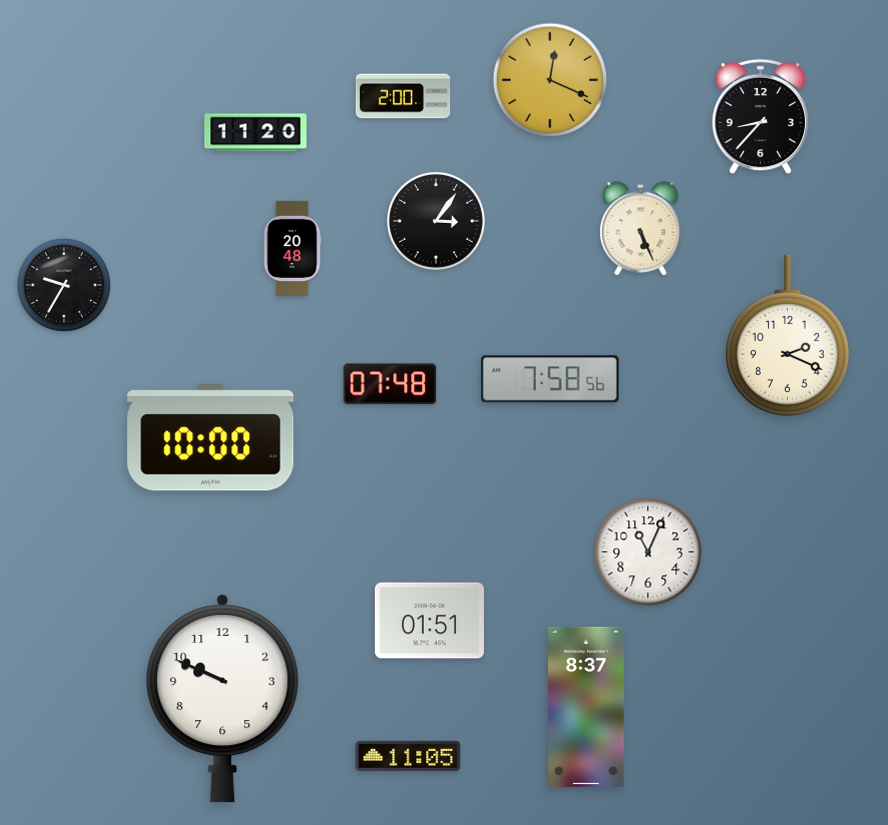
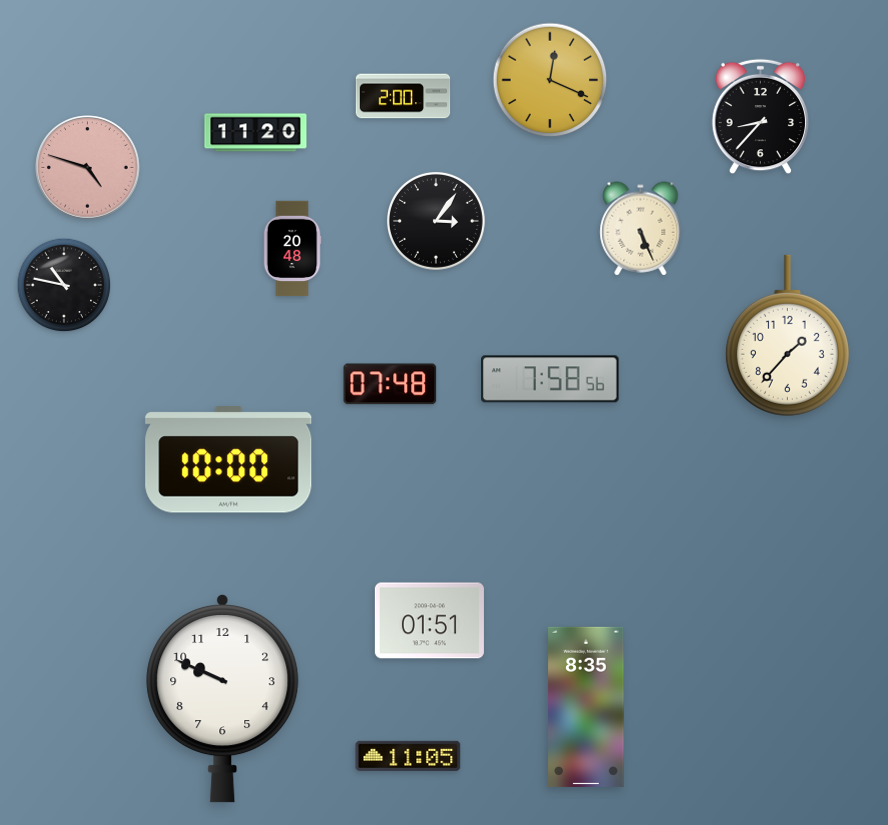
clock at (88, 168): none -> 4:48
clock at (64, 285): 9:35 -> 10:47
clock at (787, 335): 2:19 -> 1:37
clock at (211, 438) position: (211, 438) -> (229, 460)
clock at (648, 552): 11:04 -> none
clock at (586, 707): 8:37 -> 8:35
